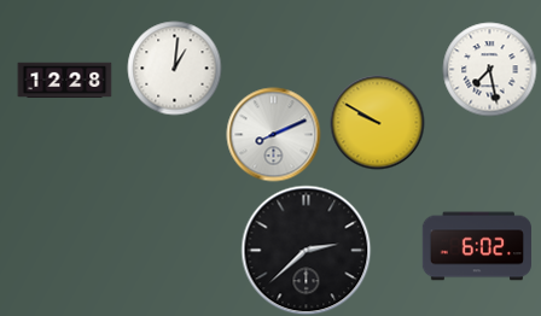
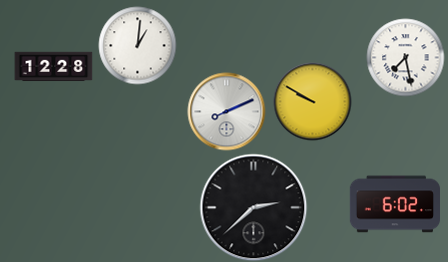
clock at (174, 68) position: (174, 68) -> (137, 45)
